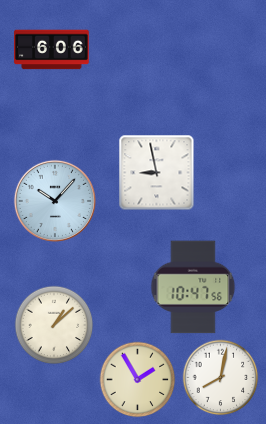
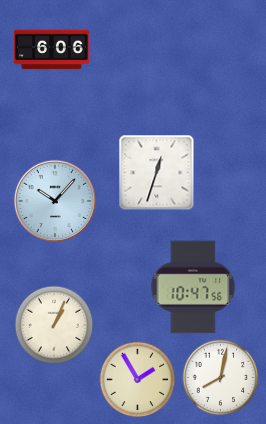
clock at (157, 173): 8:58 -> 12:33
clock at (54, 325): 1:08 -> 1:04
